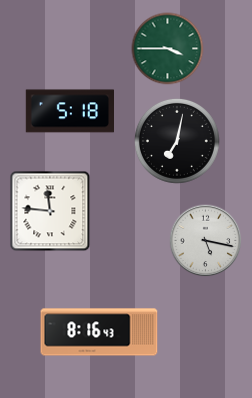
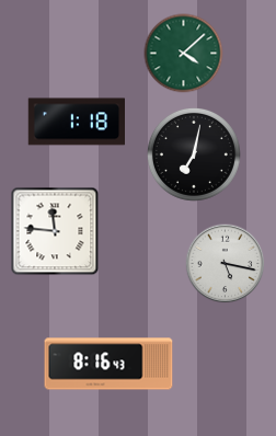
clock at (168, 49): 3:45 -> 4:08
clock at (69, 111): 5:18 -> 1:18
